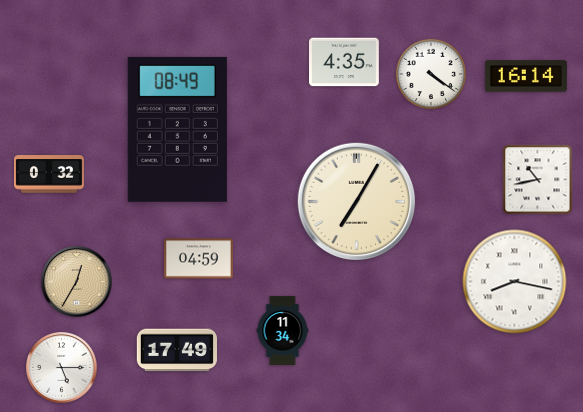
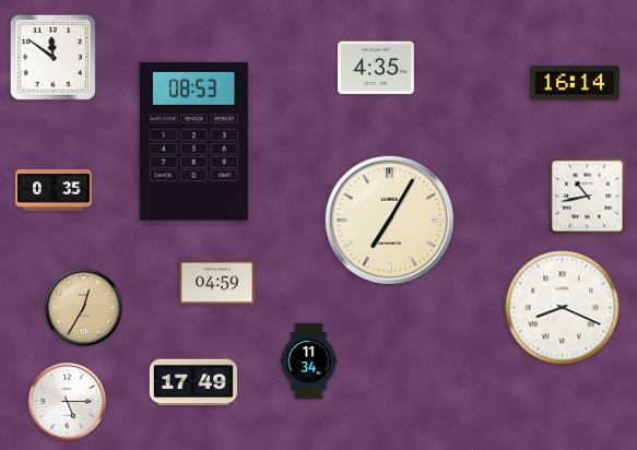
clock at (52, 57): none -> 11:51
clock at (431, 74): 4:21 -> none
clock at (177, 129): 08:49 -> 08:53
clock at (50, 174): 0:32 -> 0:35
clock at (515, 282): 8:17 -> 8:19
